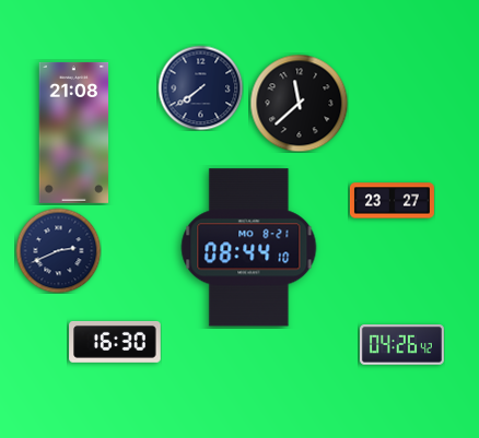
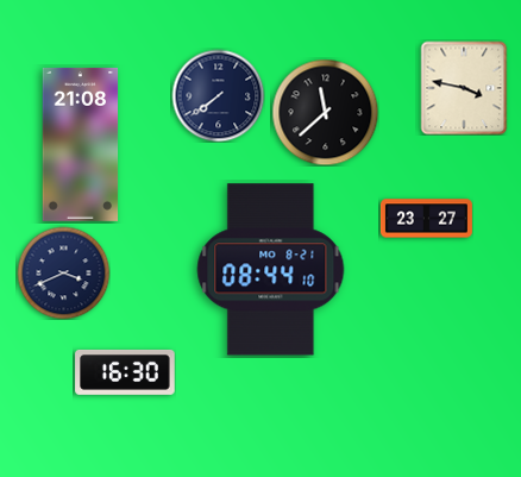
clock at (464, 88): none -> 3:47
clock at (58, 250): 2:41 -> 3:41
clock at (401, 345): 04:26 -> none
